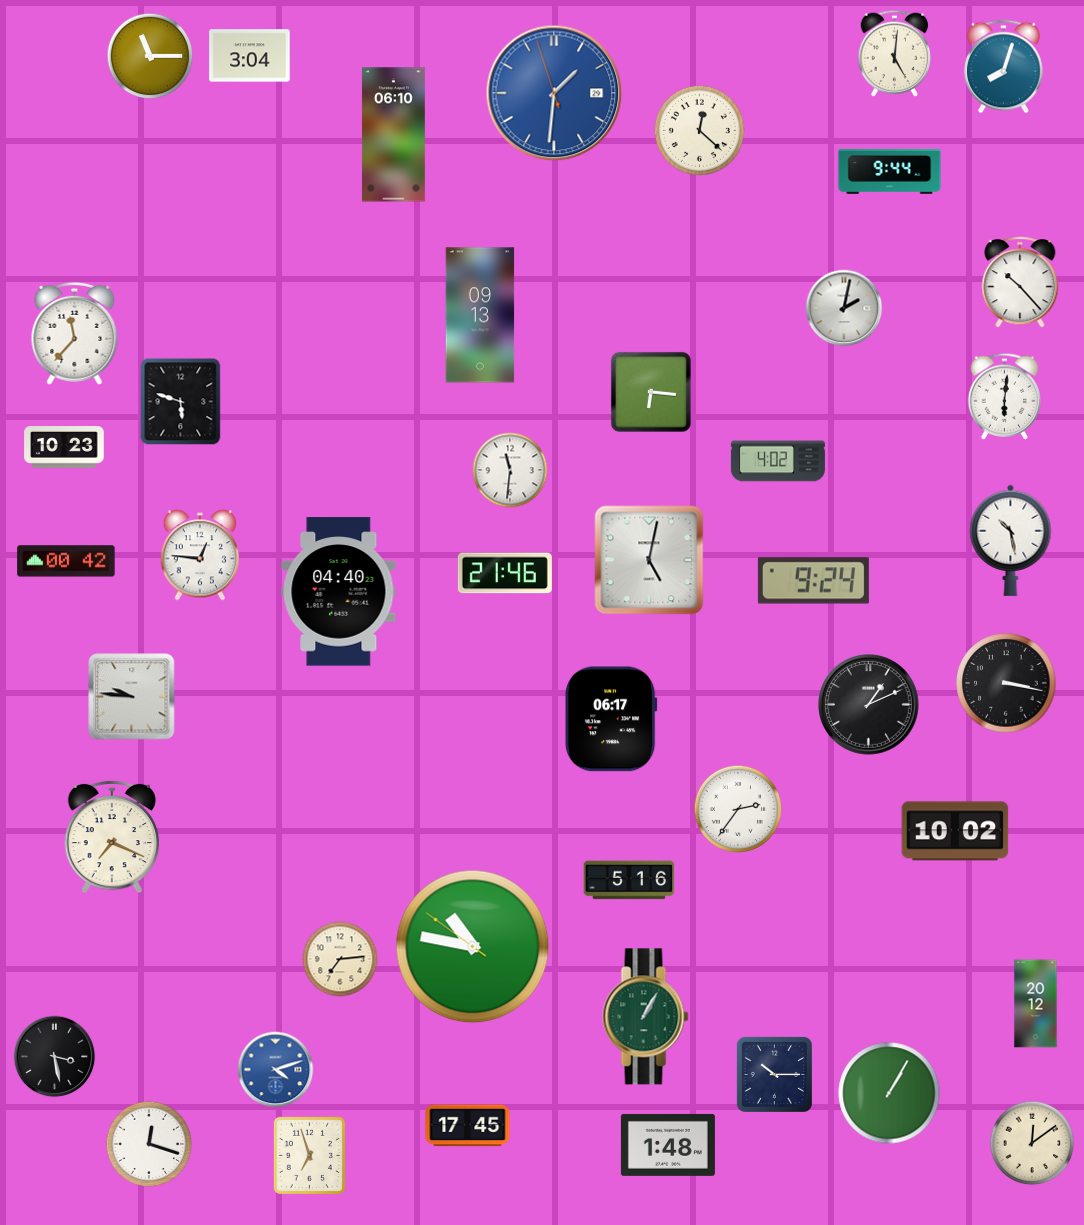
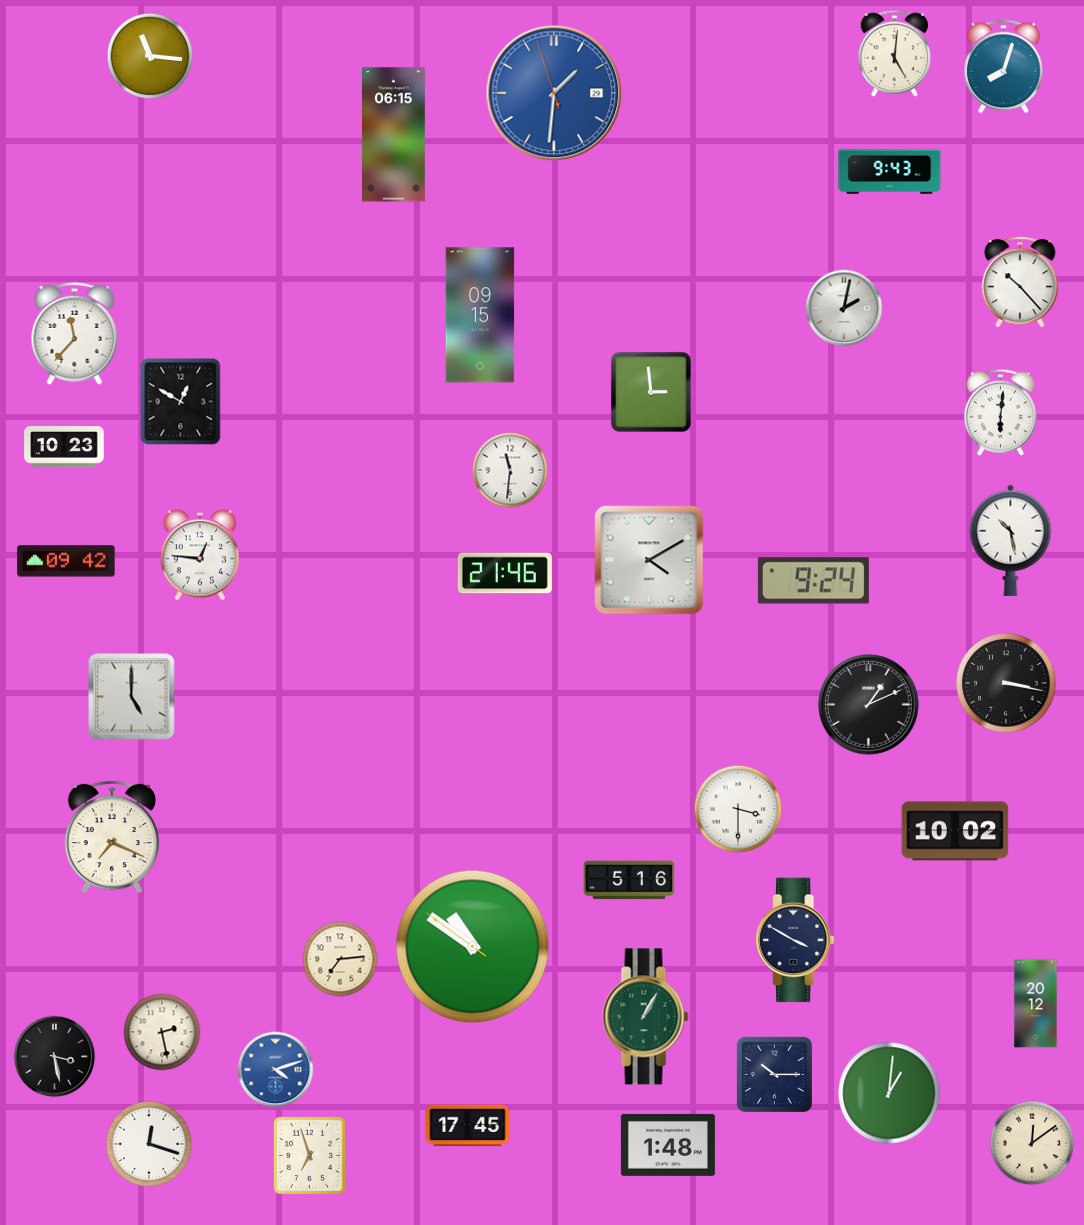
clock at (150, 56): 11:15 -> 11:16
clock at (250, 56): 3:04 -> none
clock at (699, 130): 12:22 -> none
clock at (394, 135): 06:10 -> 06:15
clock at (890, 171): 9:44 -> 9:43
clock at (480, 315): 09:13 -> 09:15
clock at (651, 392): 6:16 -> 2:59
clock at (1005, 396) position: (1005, 396) -> (1001, 412)
clock at (181, 402): 5:48 -> 12:50
clock at (778, 461): 4:02 -> none
clock at (649, 560): 5:02 -> 4:10
clock at (66, 561): 00:42 -> 09:42
clock at (339, 592): 04:40 -> none
clock at (132, 697): 9:46 -> 5:00
clock at (612, 719): 06:17 -> none
clock at (737, 808): 2:36 -> 3:30
clock at (795, 940): none -> 3:50
clock at (473, 947): 10:46 -> 10:50
clock at (162, 1032): none -> 2:28
clock at (889, 1093): 1:05 -> 1:01
